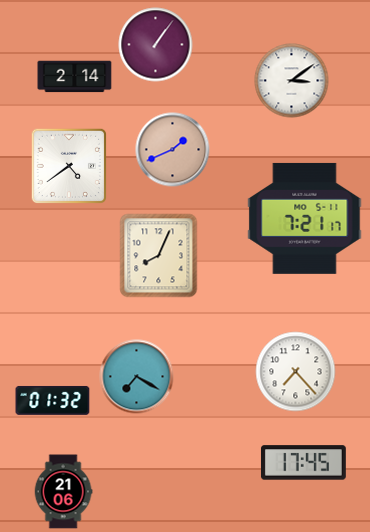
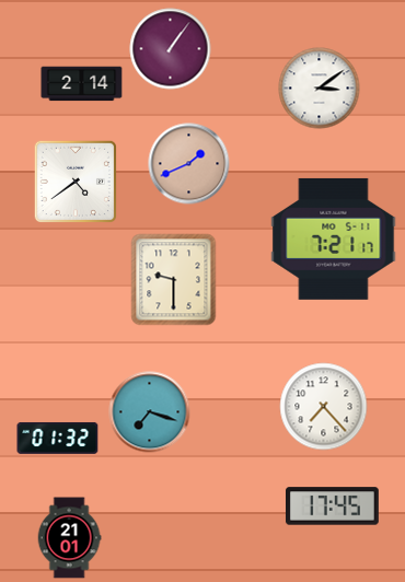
clock at (159, 256): 8:04 -> 9:30
clock at (137, 377): 7:20 -> 7:18
clock at (63, 492): 21:06 -> 21:01
